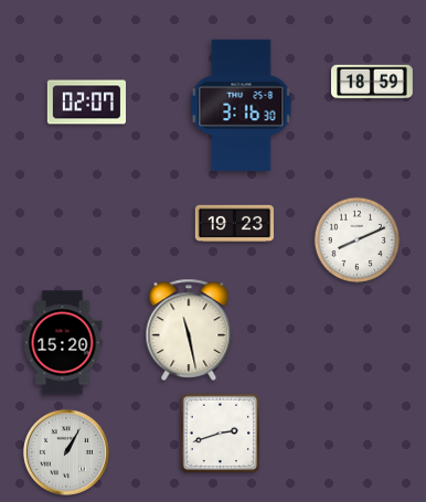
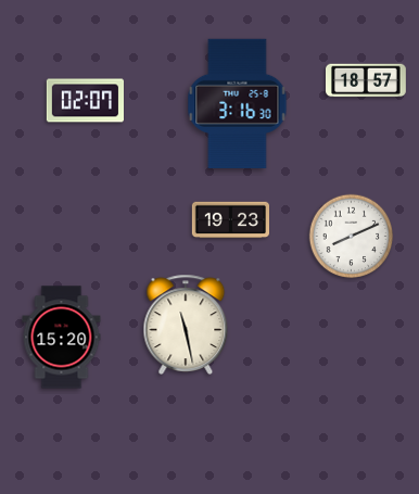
clock at (373, 82): 18:59 -> 18:57
clock at (221, 434): 2:42 -> none
clock at (66, 452): 1:05 -> none
